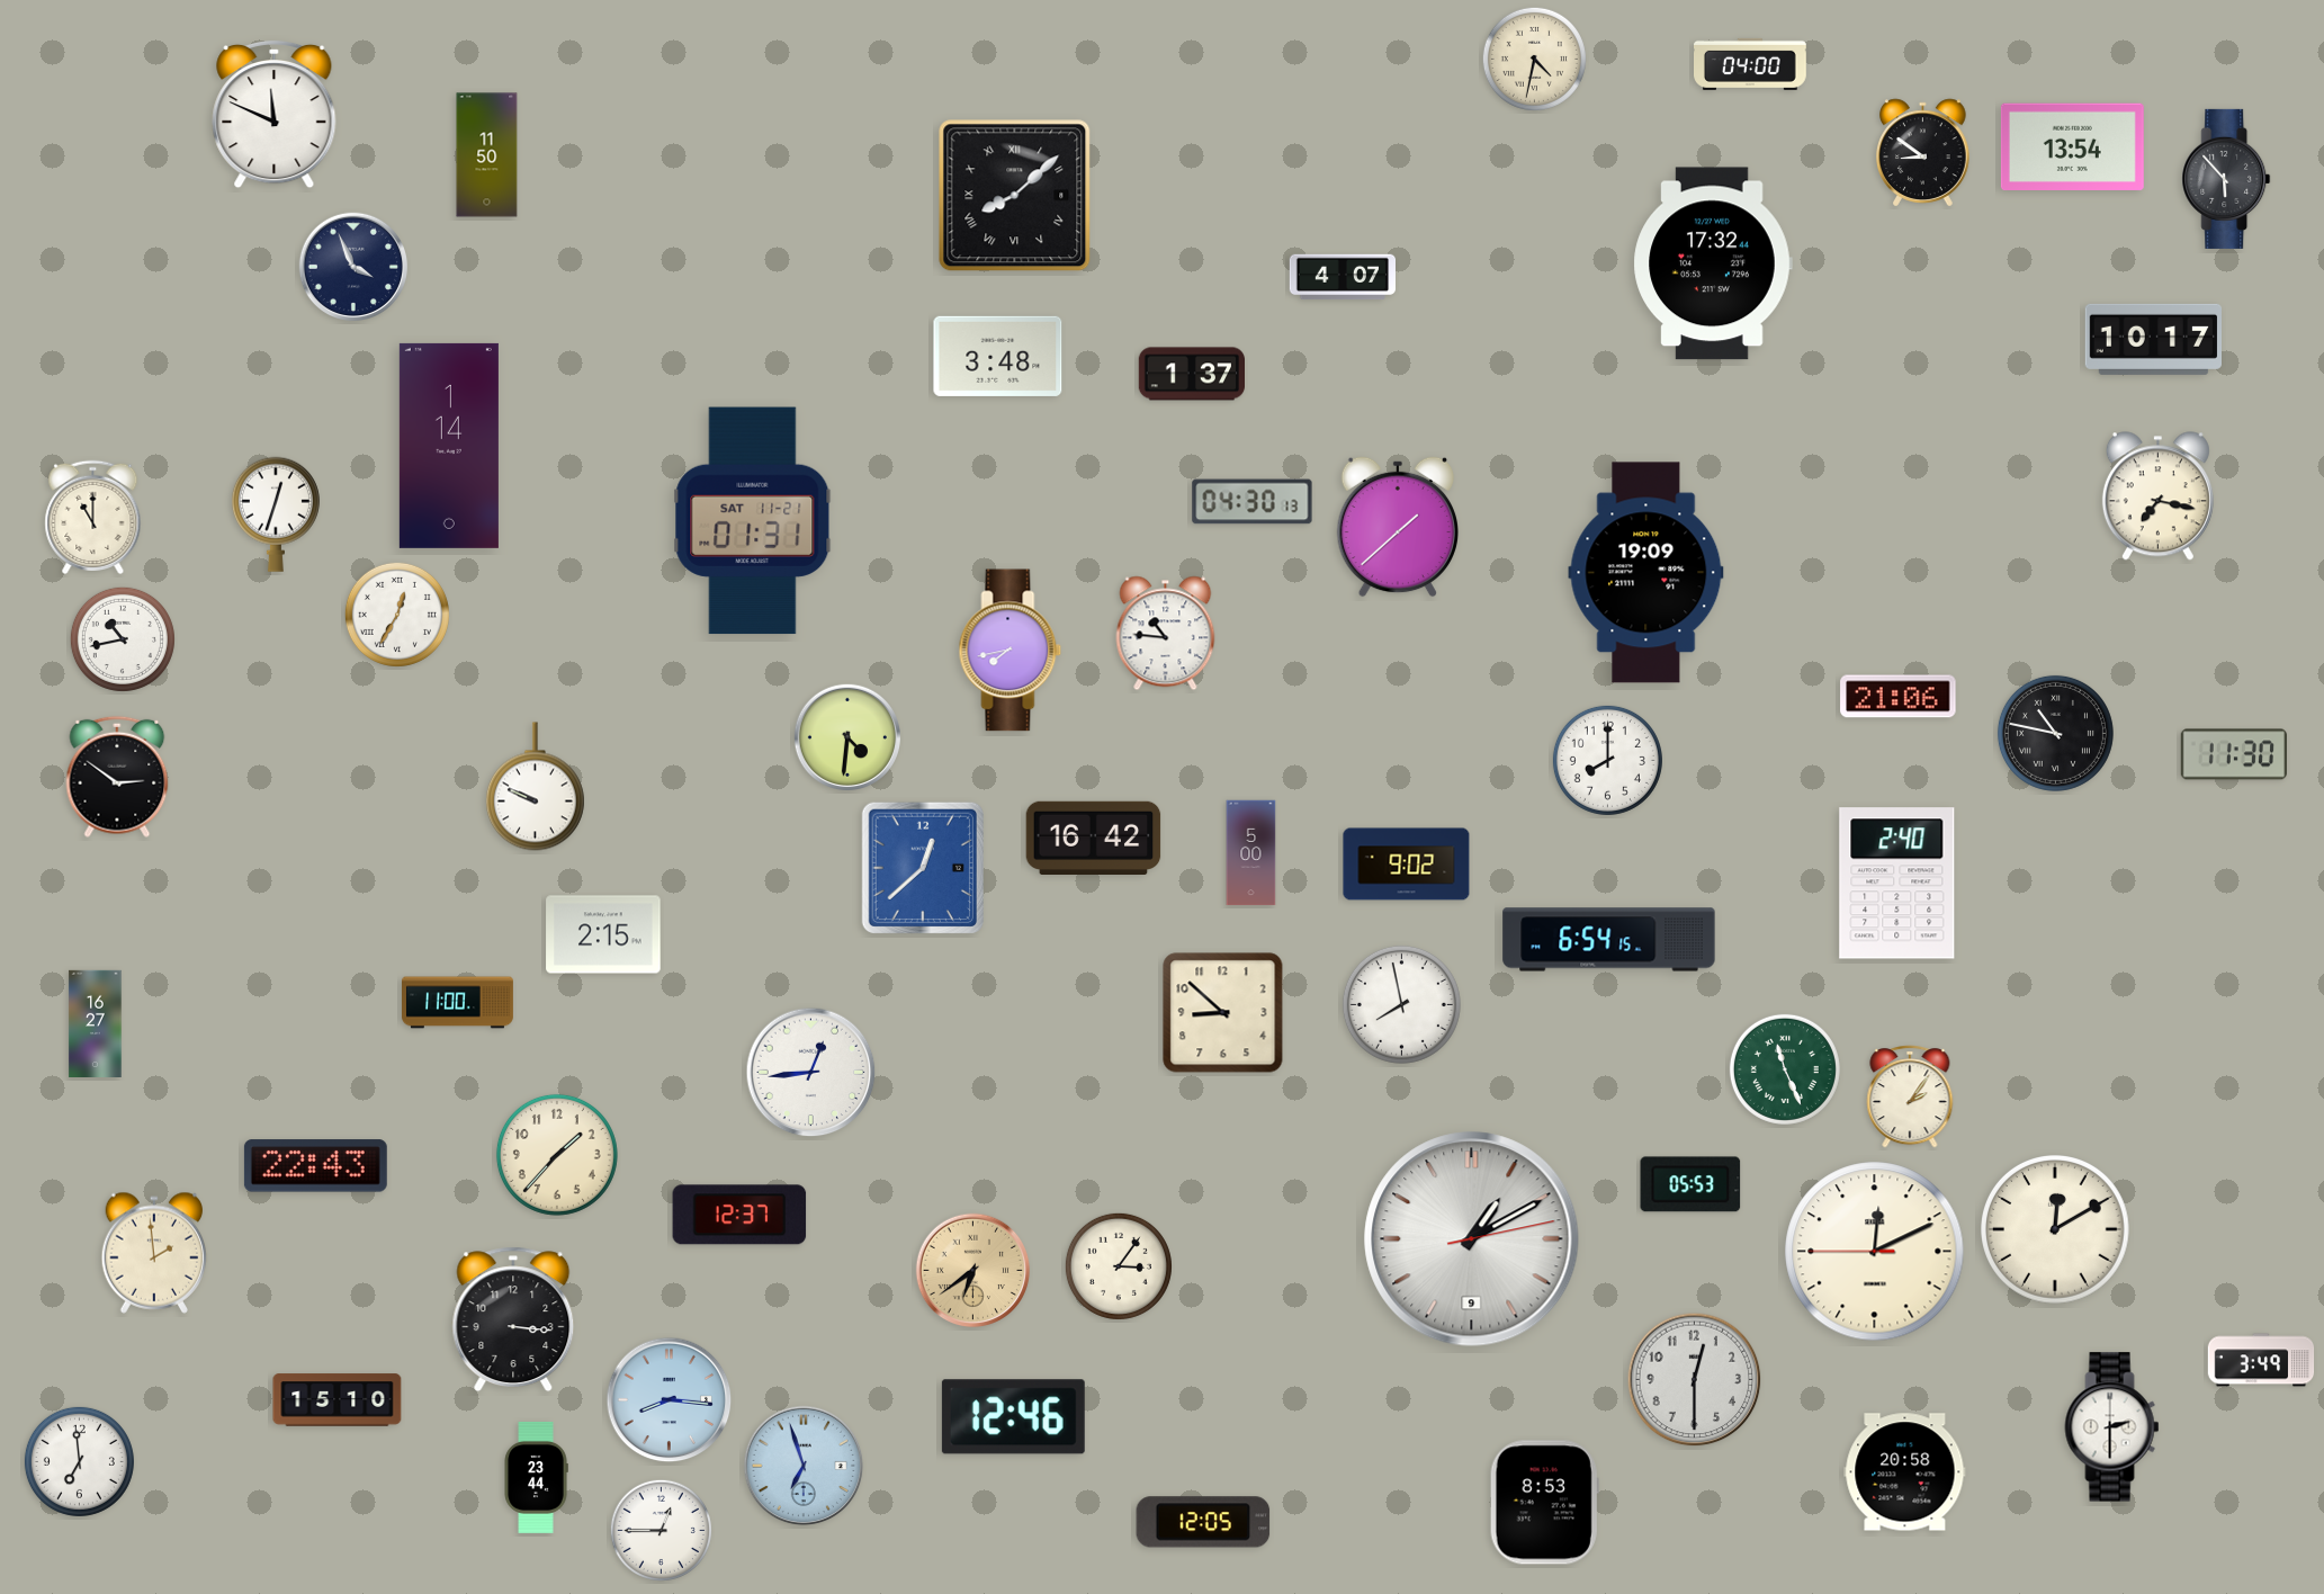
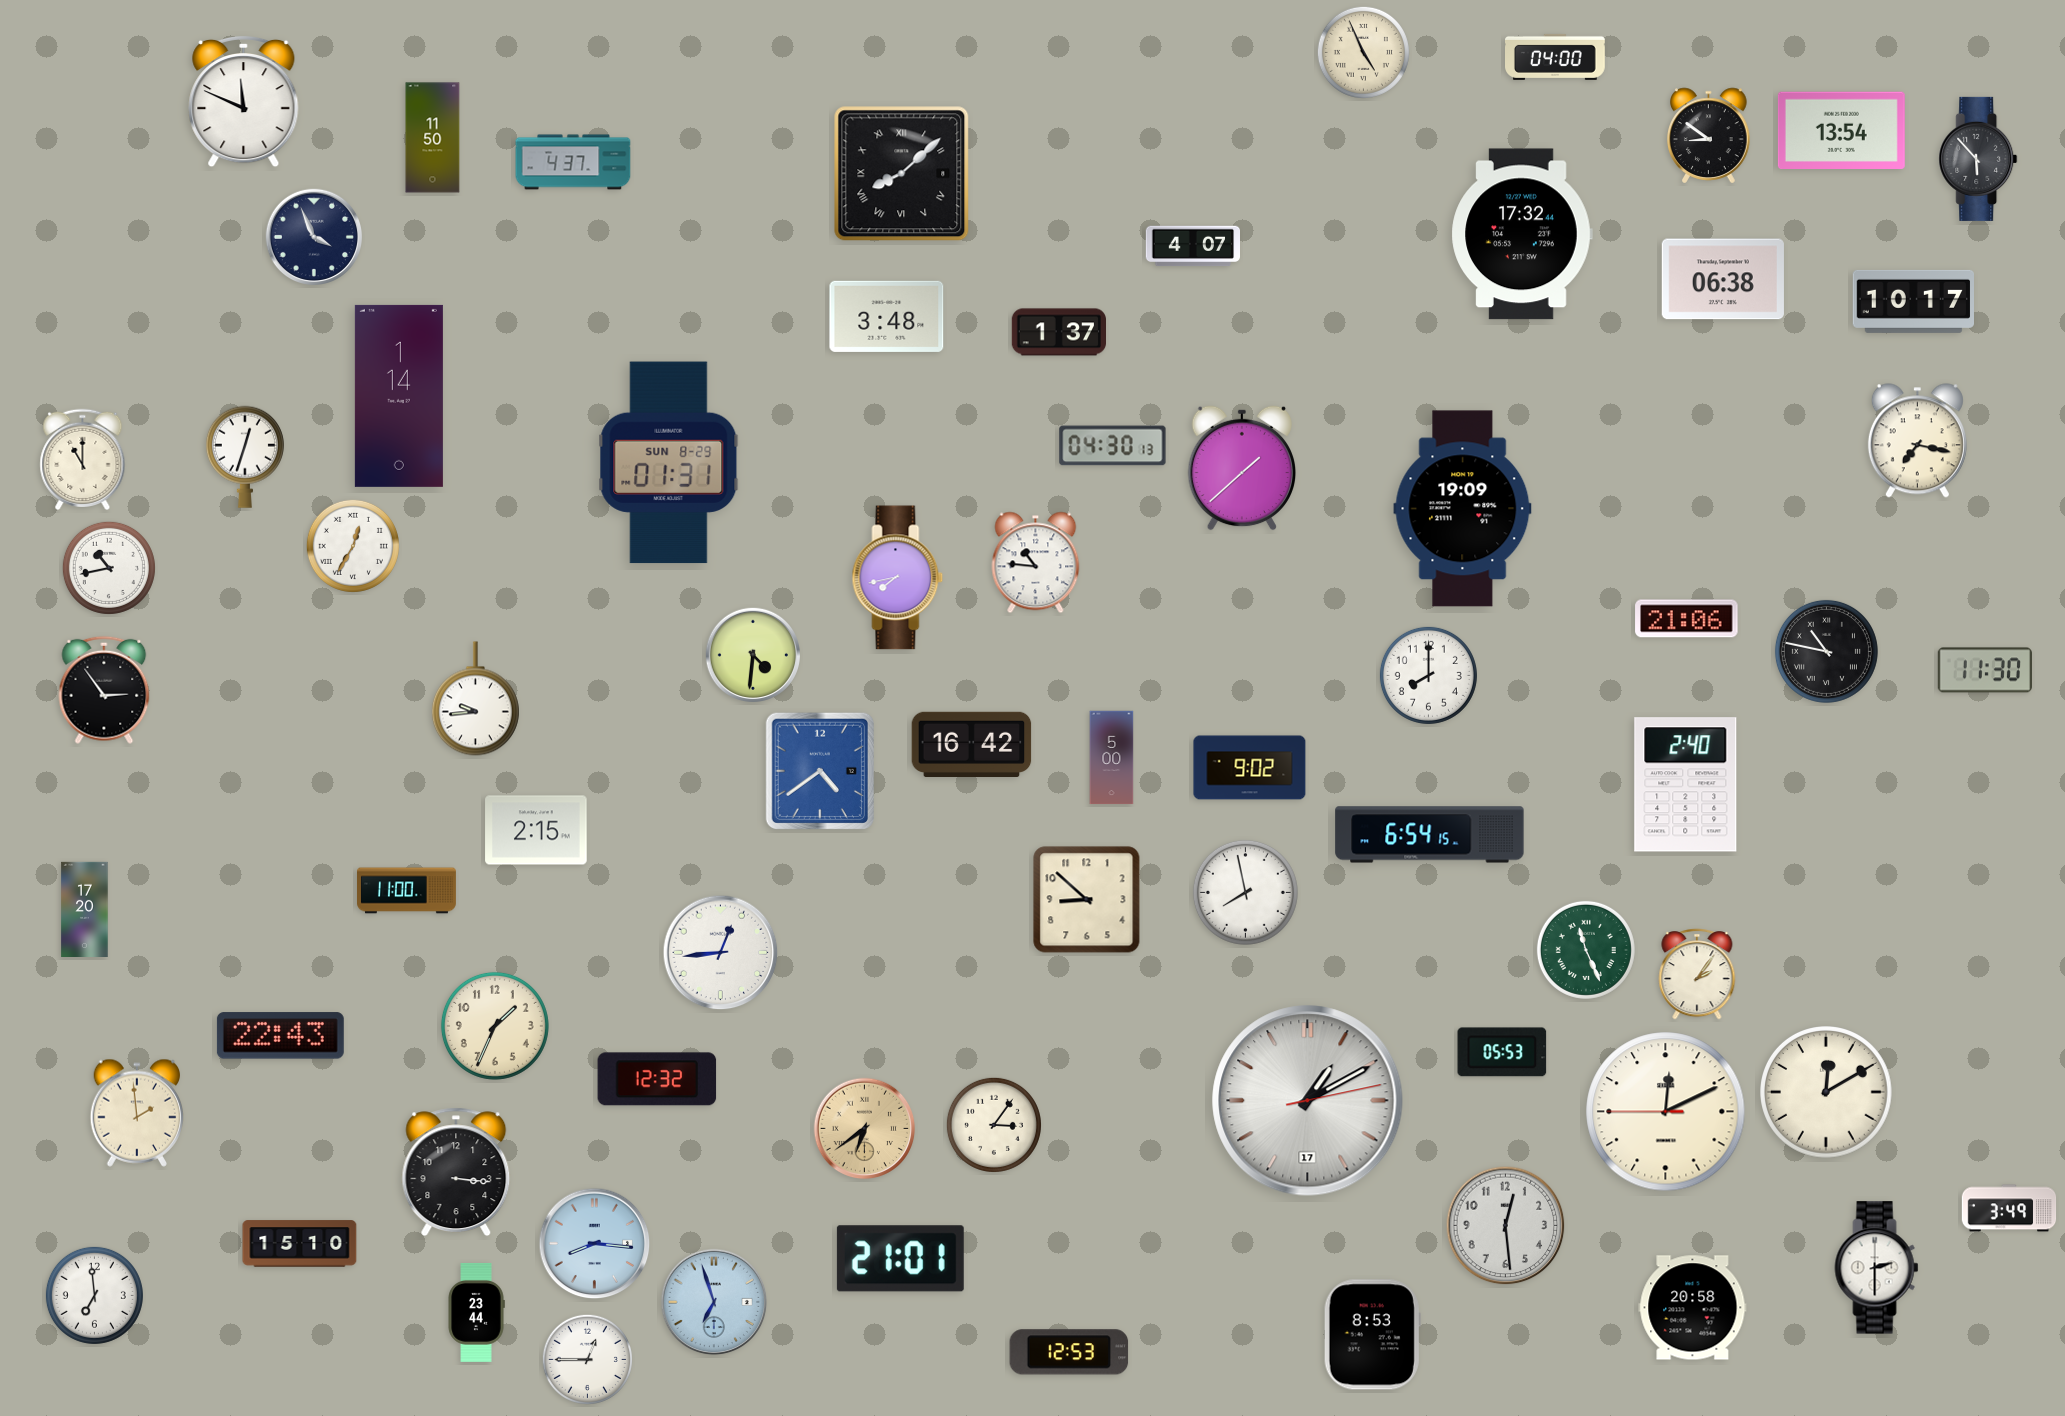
clock at (1534, 59): 4:32 -> 4:56
clock at (573, 162): none -> 4:37
clock at (1723, 279): none -> 06:38
clock at (753, 521) date: SAT 11-21 -> SUN 8-29
clock at (117, 777): 2:51 -> 2:54
clock at (535, 787): 9:49 -> 9:44
clock at (923, 867): 12:38 -> 4:39
clock at (96, 1023): 16:27 -> 17:20
clock at (557, 1155): 1:37 -> 1:34
clock at (739, 1215): 12:37 -> 12:32
clock at (1472, 1239) date: 9 -> 17
clock at (1695, 1380): 12:30 -> 12:29
clock at (1013, 1417): 12:46 -> 21:01
clock at (79, 1461) position: (79, 1461) -> (94, 1295)
clock at (1203, 1522): 12:05 -> 12:53
